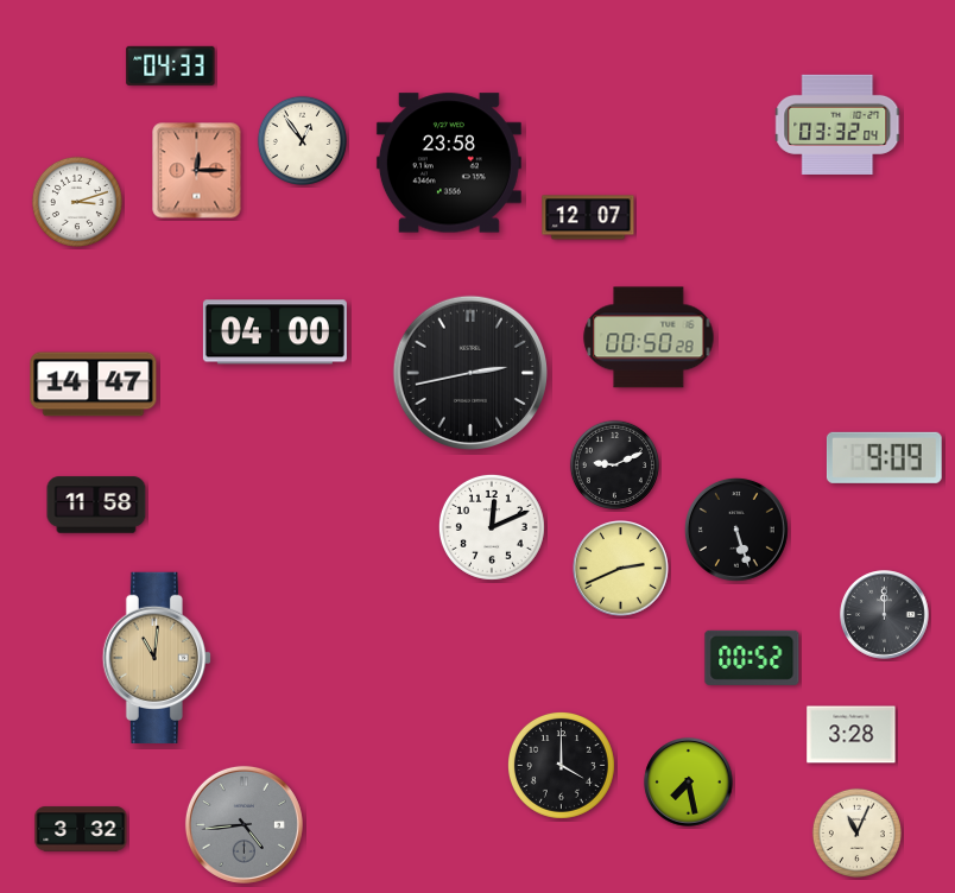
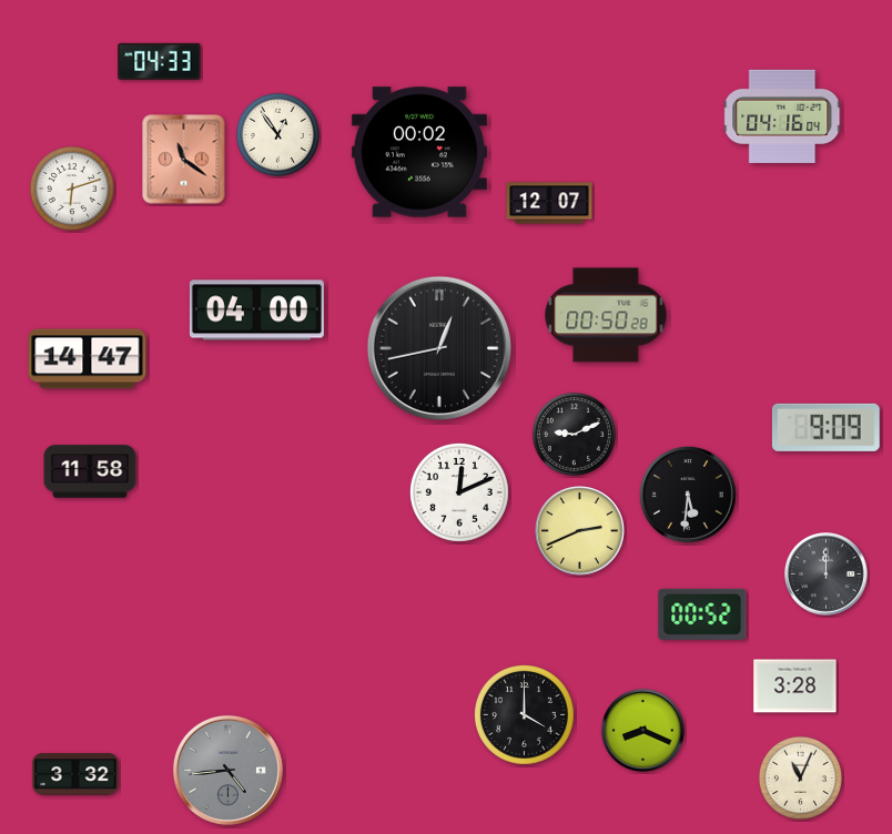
clock at (839, 125): 03:32 -> 04:16
clock at (302, 140) position: (302, 140) -> (277, 134)
clock at (449, 163): 23:58 -> 00:02
clock at (197, 171): 12:15 -> 11:21
clock at (77, 202): 3:12 -> 6:12
clock at (469, 372): 2:43 -> 12:43
clock at (736, 530): 5:27 -> 5:31
clock at (157, 658): 11:01 -> none
clock at (689, 783): 7:28 -> 8:19
